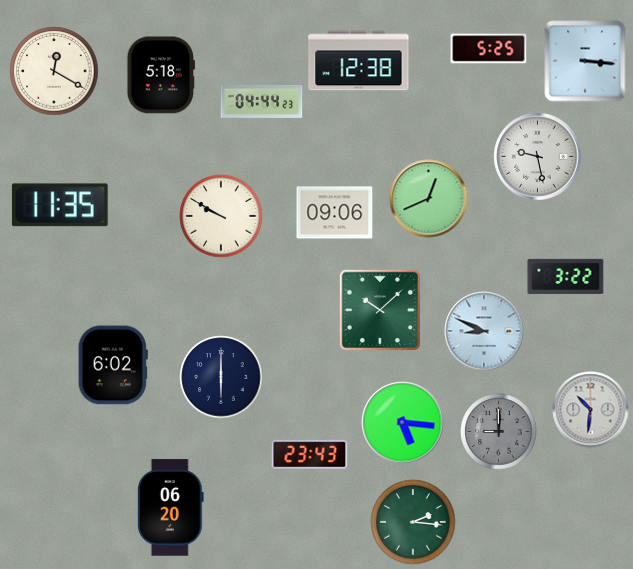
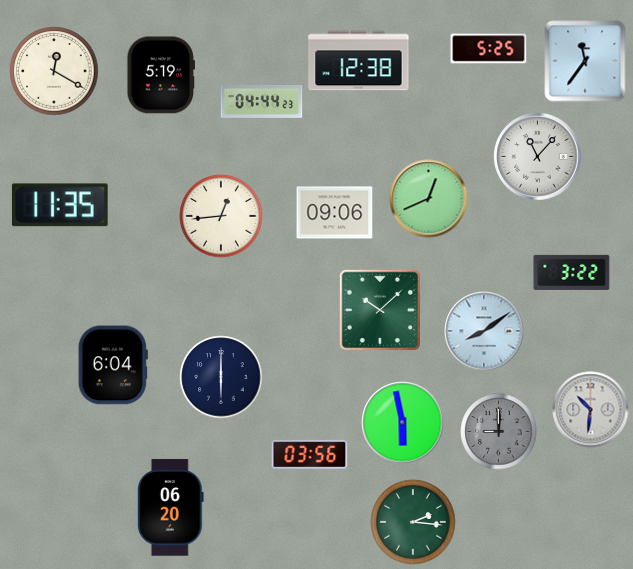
clock at (585, 61): 3:16 -> 11:36
clock at (160, 75): 5:18 -> 5:19
clock at (538, 157): 9:28 -> 11:07
clock at (221, 216): 9:50 -> 12:44
clock at (566, 276) position: (566, 276) -> (572, 272)
clock at (484, 331): 8:49 -> 8:09
clock at (113, 365): 6:02 -> 6:04
clock at (403, 423): 5:16 -> 5:58
clock at (310, 454): 23:43 -> 03:56
